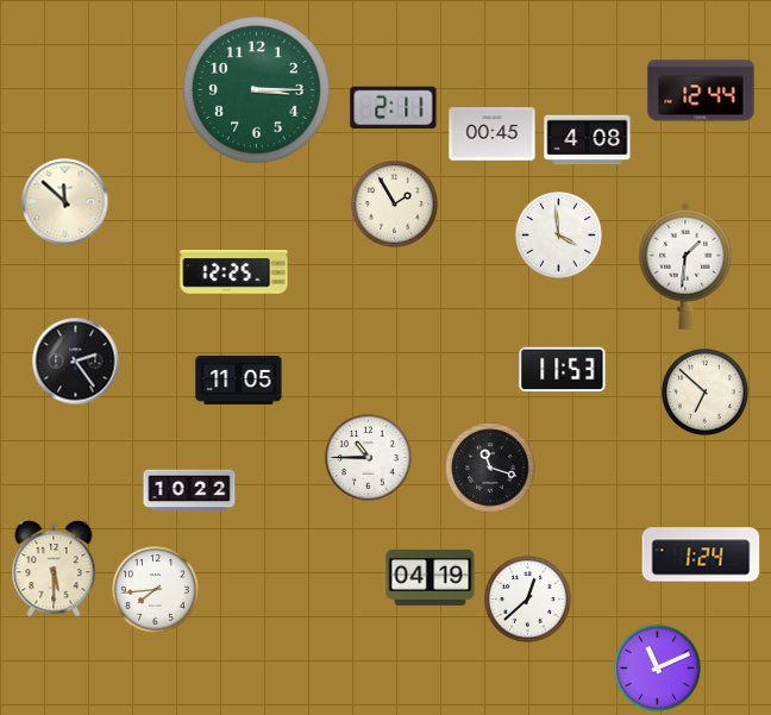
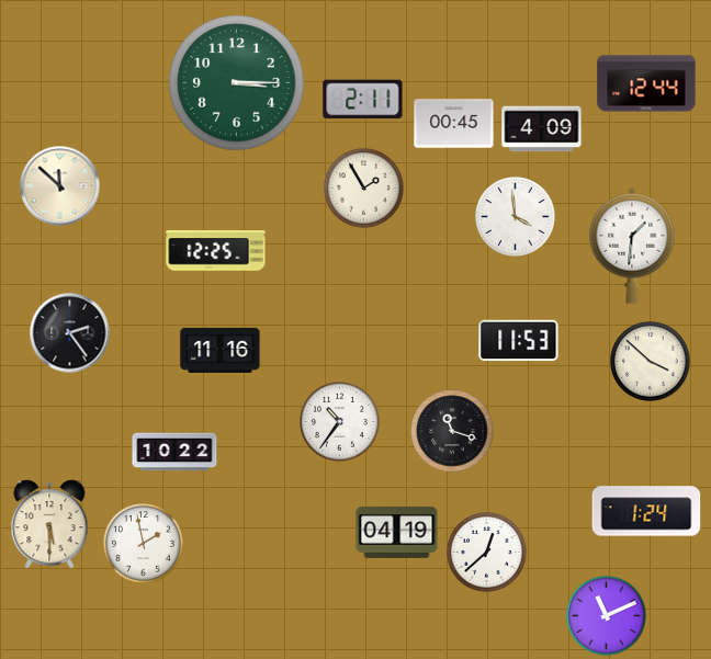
clock at (588, 140): 4:08 -> 4:09
clock at (239, 380): 11:05 -> 11:16
clock at (706, 393): 6:52 -> 3:52
clock at (369, 458): 10:45 -> 10:36
clock at (156, 590): 7:44 -> 1:58
